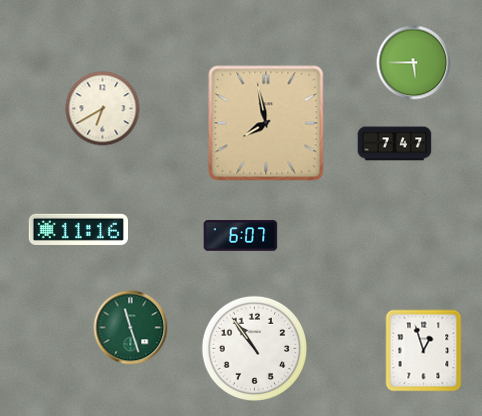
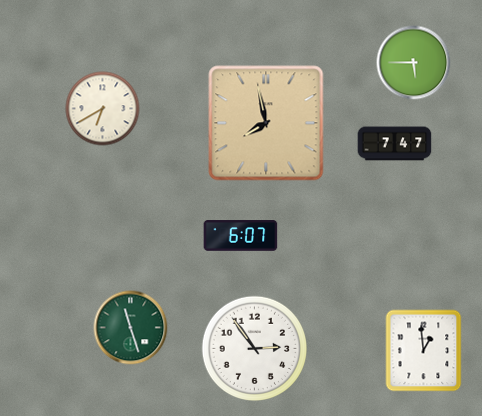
clock at (78, 229): 11:16 -> none
clock at (254, 348): 10:54 -> 2:54
clock at (424, 351): 12:57 -> 12:59
